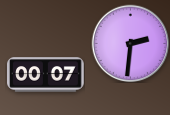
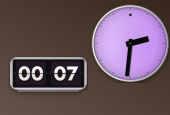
clock at (46, 75) position: (46, 75) -> (49, 75)
